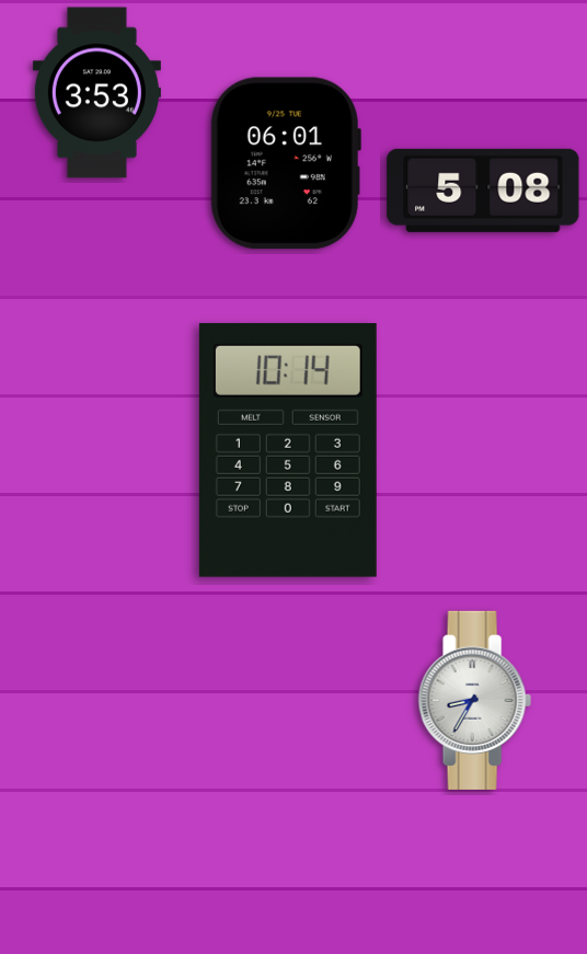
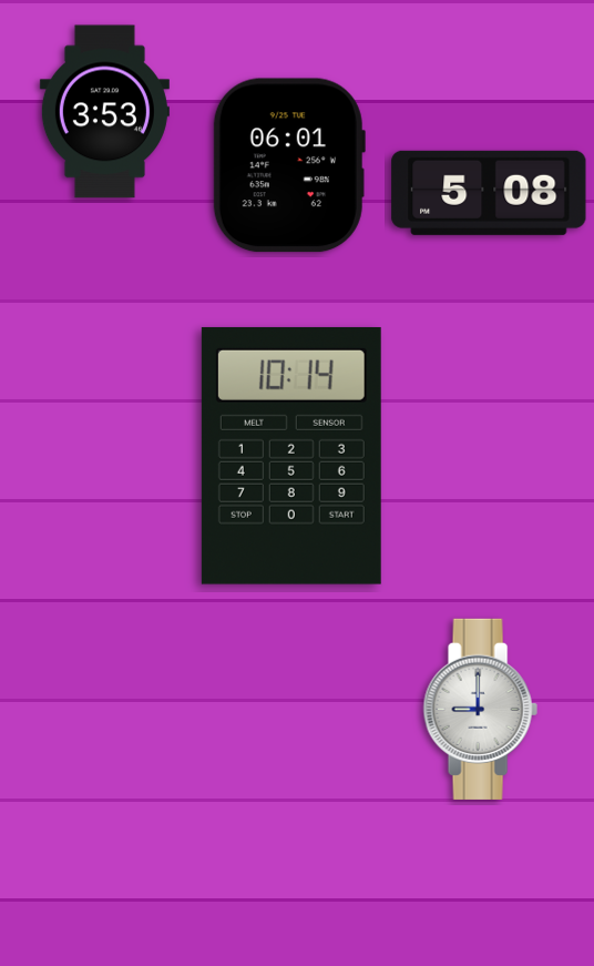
clock at (96, 93) position: (96, 93) -> (104, 112)
clock at (474, 700): 8:35 -> 9:00
